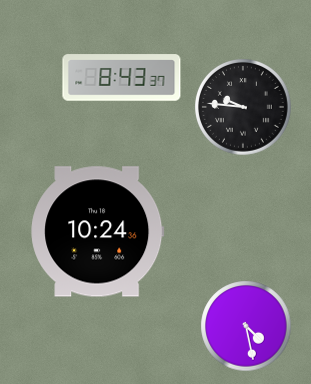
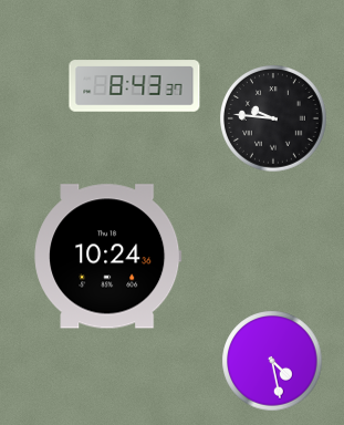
clock at (243, 107) position: (243, 107) -> (273, 118)
